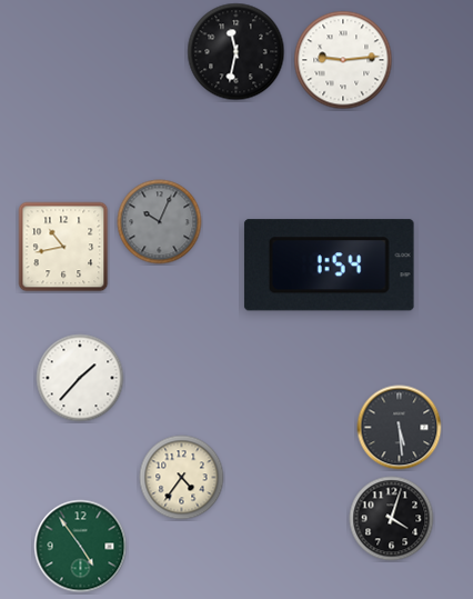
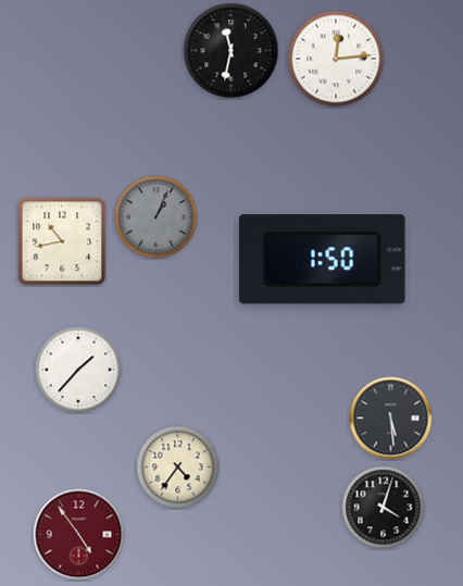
clock at (343, 60): 9:14 -> 12:14
clock at (160, 222): 10:04 -> 1:04
clock at (329, 266): 1:54 -> 1:50
clock at (81, 547) dial: green -> burgundy
